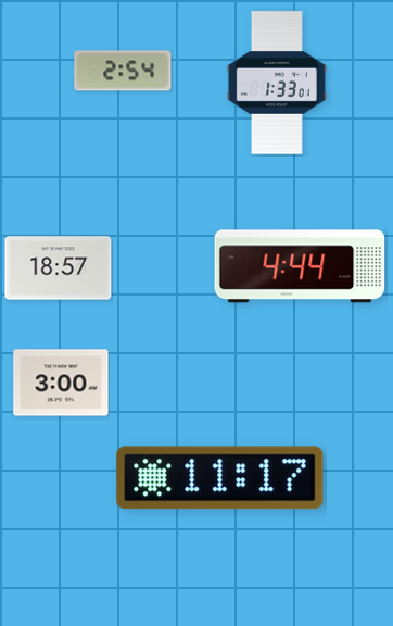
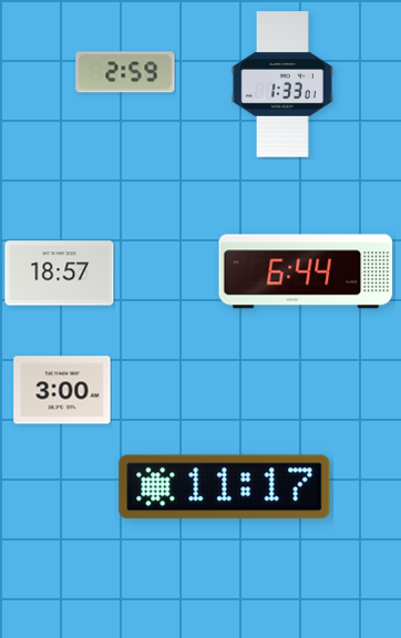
clock at (123, 71): 2:54 -> 2:59
clock at (300, 266): 4:44 -> 6:44
